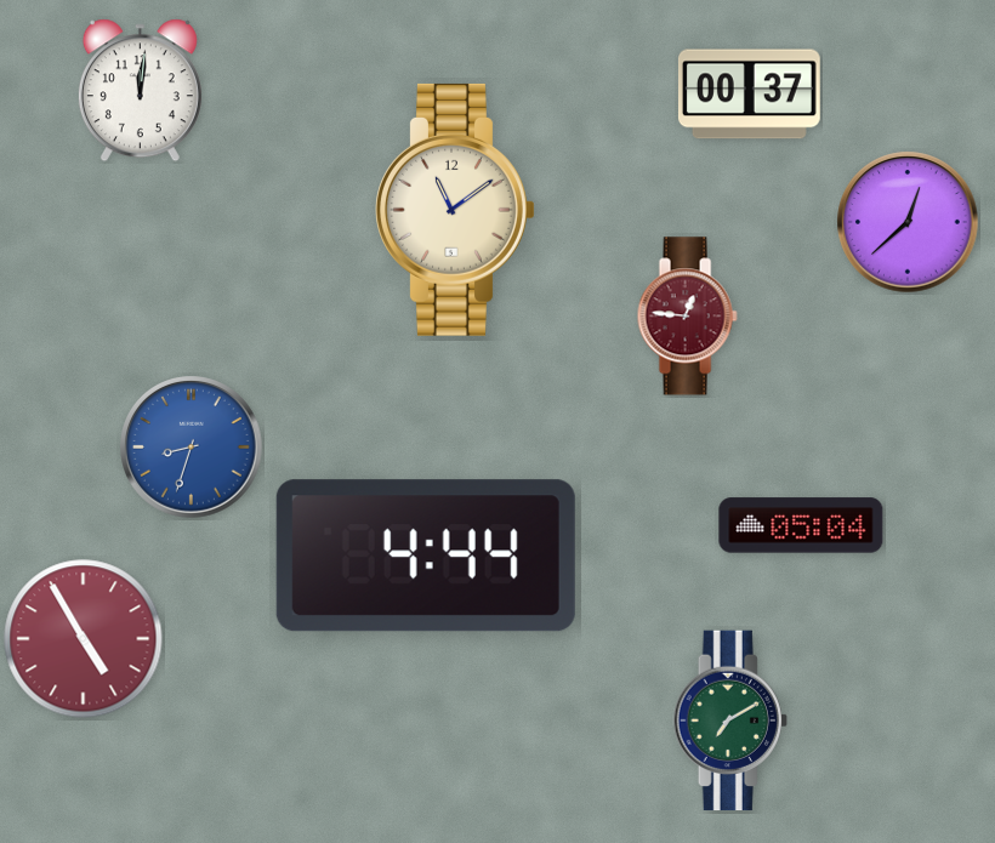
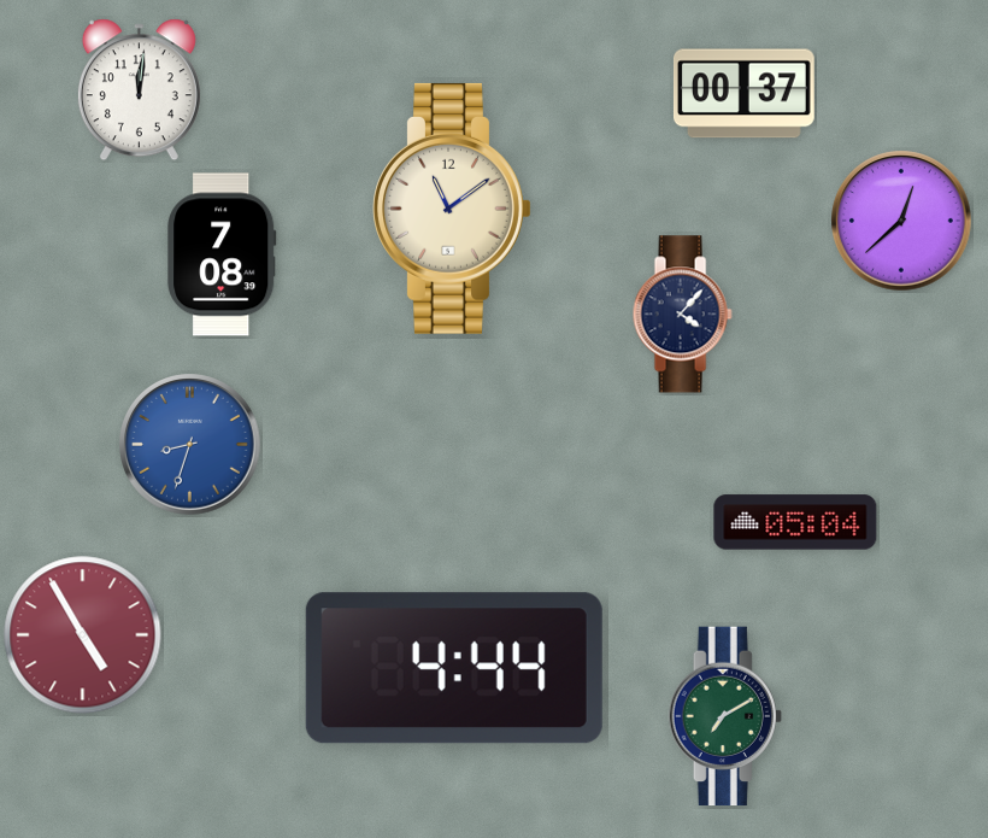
clock at (222, 254): none -> 7:08
clock at (687, 317): 12:46 -> 4:07
clock at (687, 317) dial: burgundy -> navy
clock at (426, 556) position: (426, 556) -> (454, 668)
